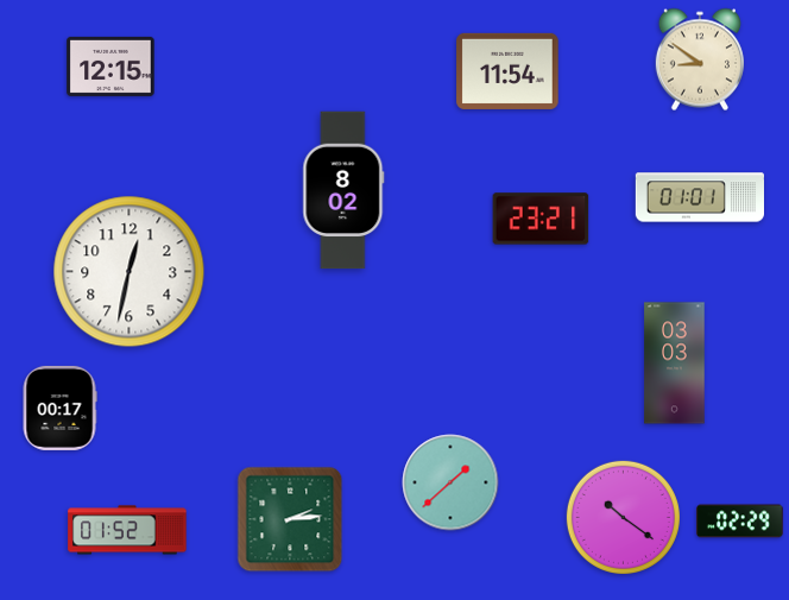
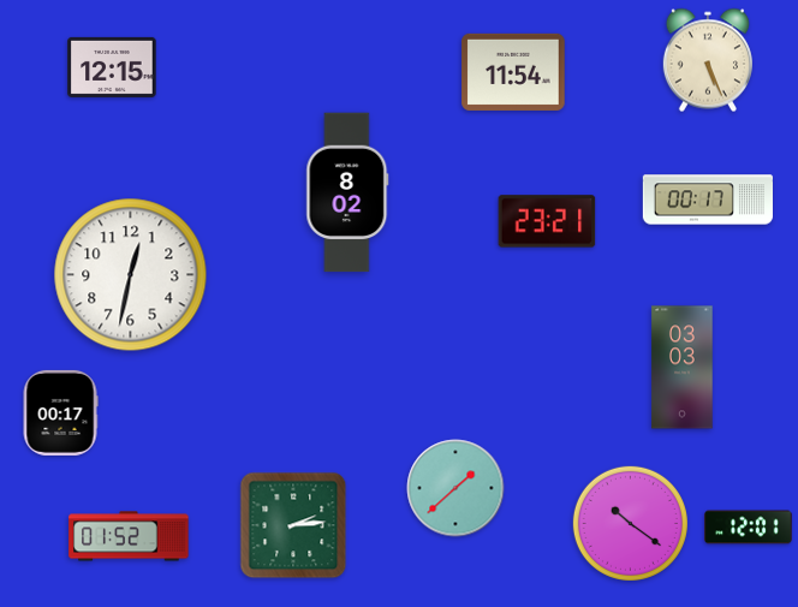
clock at (700, 59): 8:51 -> 5:26
clock at (699, 197): 01:01 -> 00:17
clock at (740, 522): 02:29 -> 12:01
